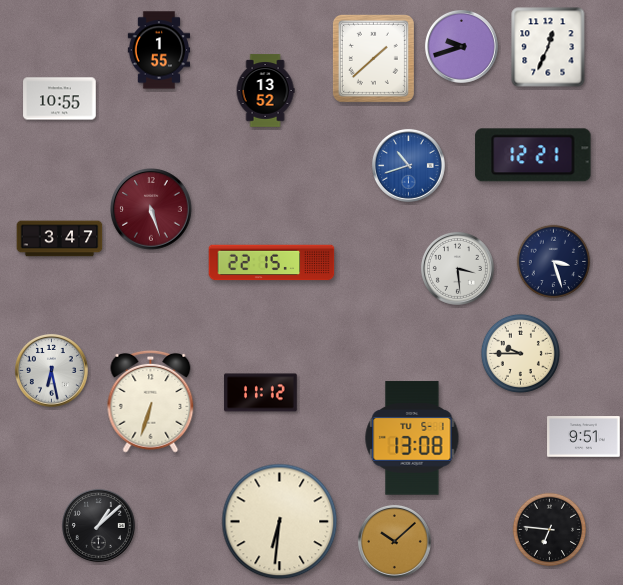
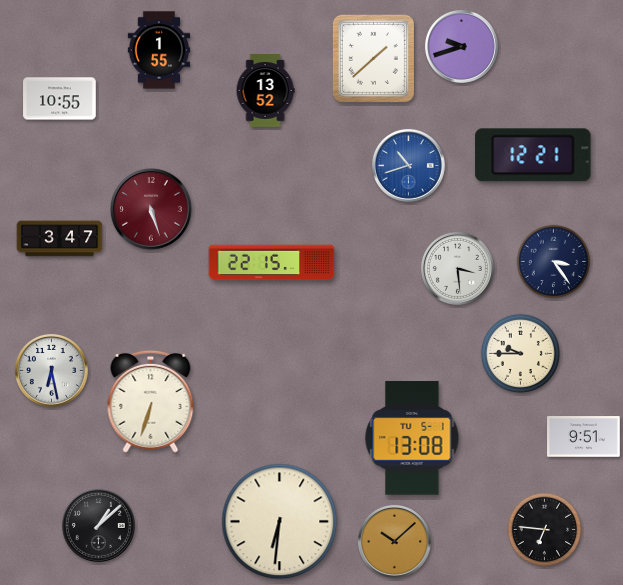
clock at (548, 47): 12:34 -> none
clock at (554, 262): 3:27 -> 3:24
clock at (261, 393): 11:12 -> none
clock at (550, 530) position: (550, 530) -> (545, 530)
